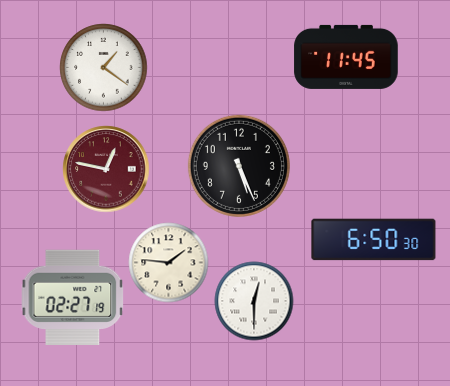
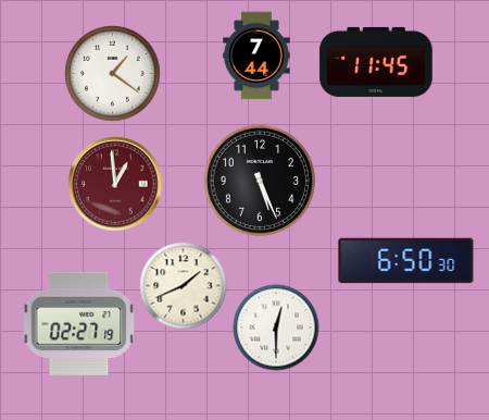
clock at (256, 55): none -> 7:44
clock at (106, 169): 12:47 -> 12:59
clock at (168, 262): 1:46 -> 1:41
